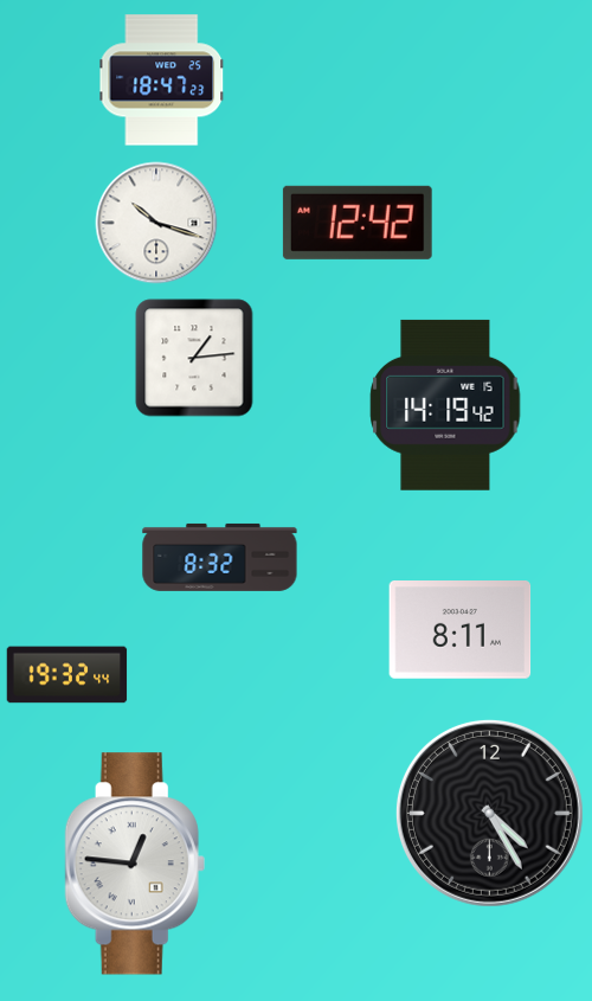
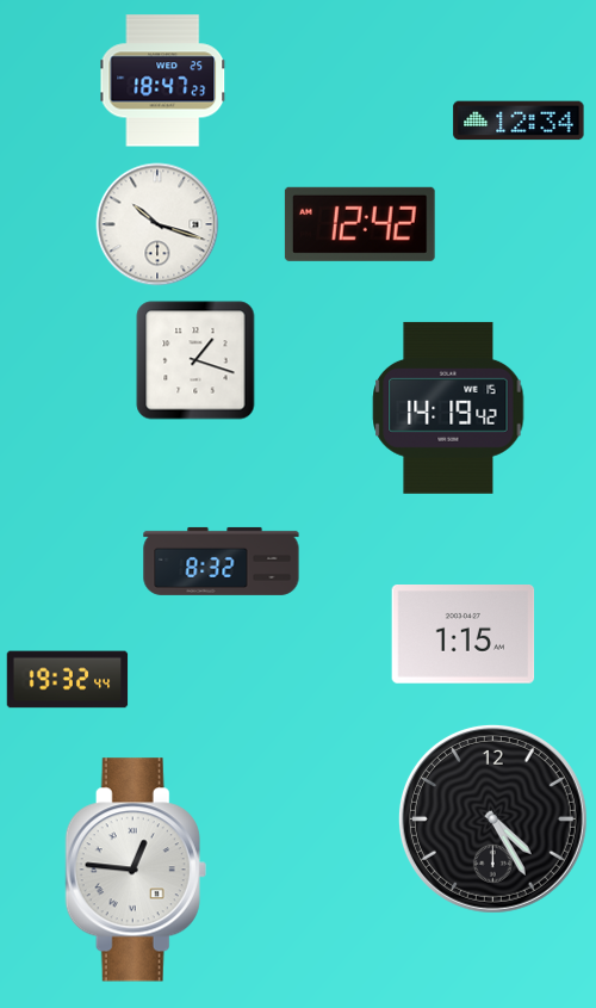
clock at (519, 120): none -> 12:34
clock at (194, 358): 1:14 -> 1:18
clock at (461, 630): 8:11 -> 1:15
